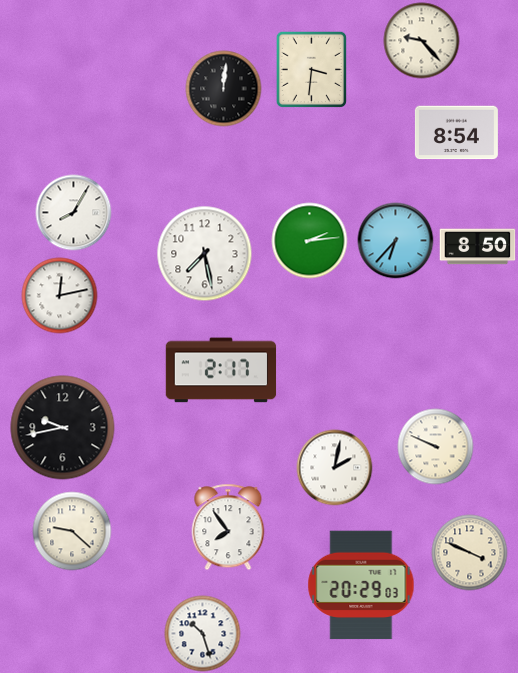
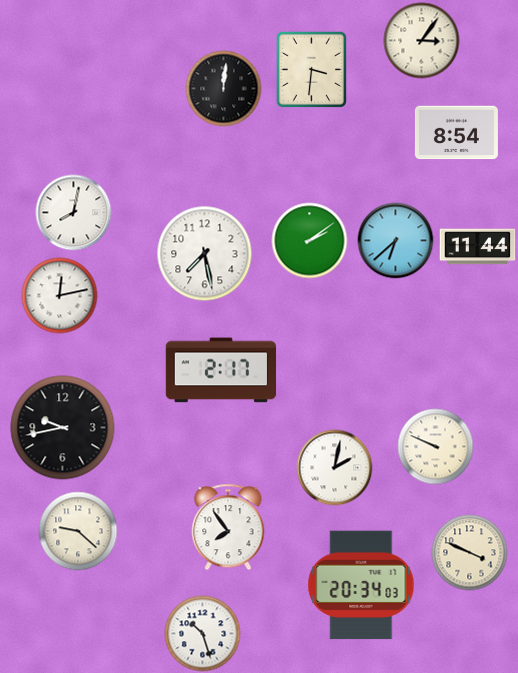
clock at (422, 41): 9:23 -> 3:06
clock at (74, 213): 8:05 -> 8:02
clock at (310, 241): 2:14 -> 2:09
clock at (396, 241): 6:37 -> 6:38
clock at (478, 247): 8:50 -> 11:44
clock at (72, 531) position: (72, 531) -> (78, 531)
clock at (361, 585): 20:29 -> 20:34
